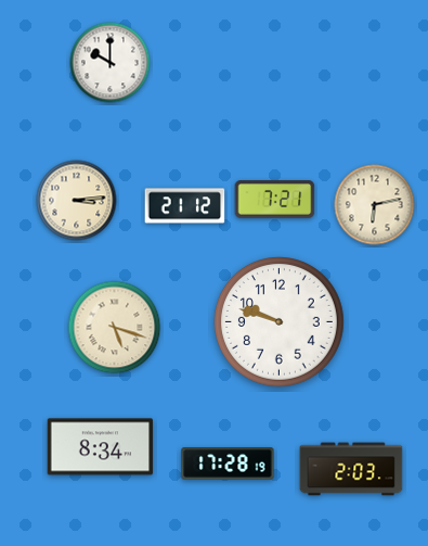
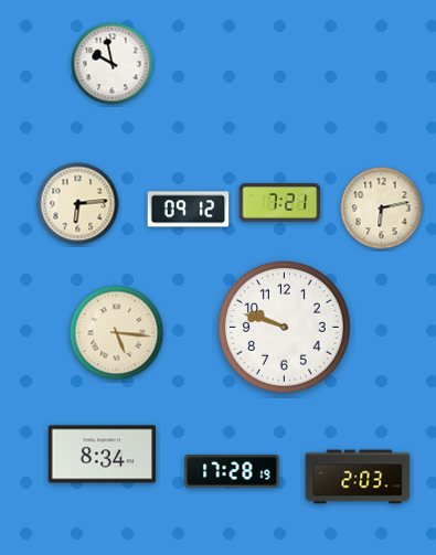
clock at (111, 63): 10:00 -> 9:58
clock at (77, 201): 3:14 -> 6:14
clock at (185, 206): 21:12 -> 09:12
clock at (115, 328): 5:18 -> 5:16
